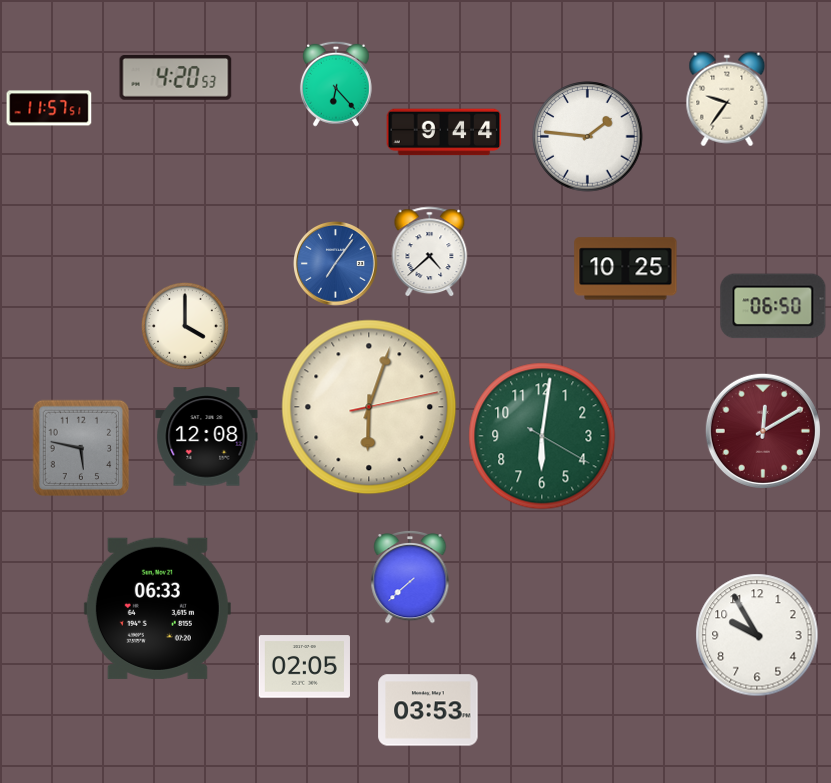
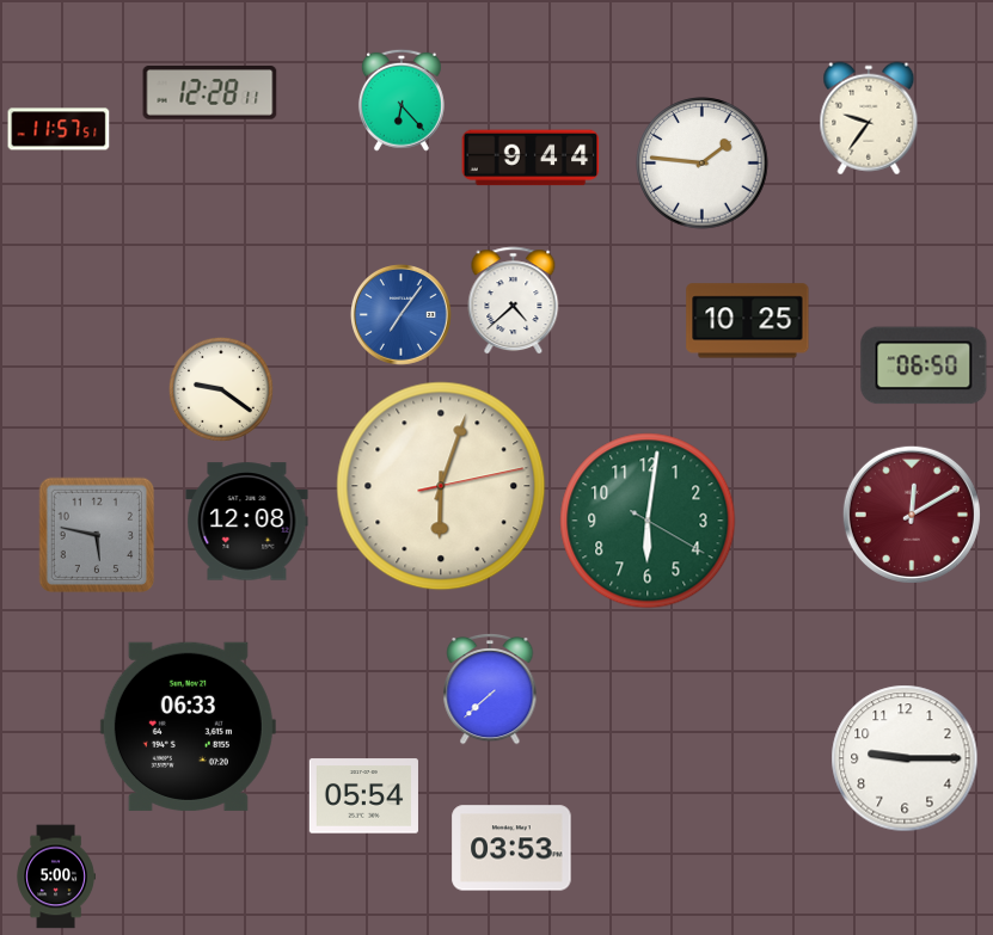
clock at (176, 78): 4:20 -> 12:28
clock at (185, 326): 4:00 -> 9:21
clock at (757, 635): 9:55 -> 9:15
clock at (304, 667): 02:05 -> 05:54
clock at (56, 876): none -> 5:00
